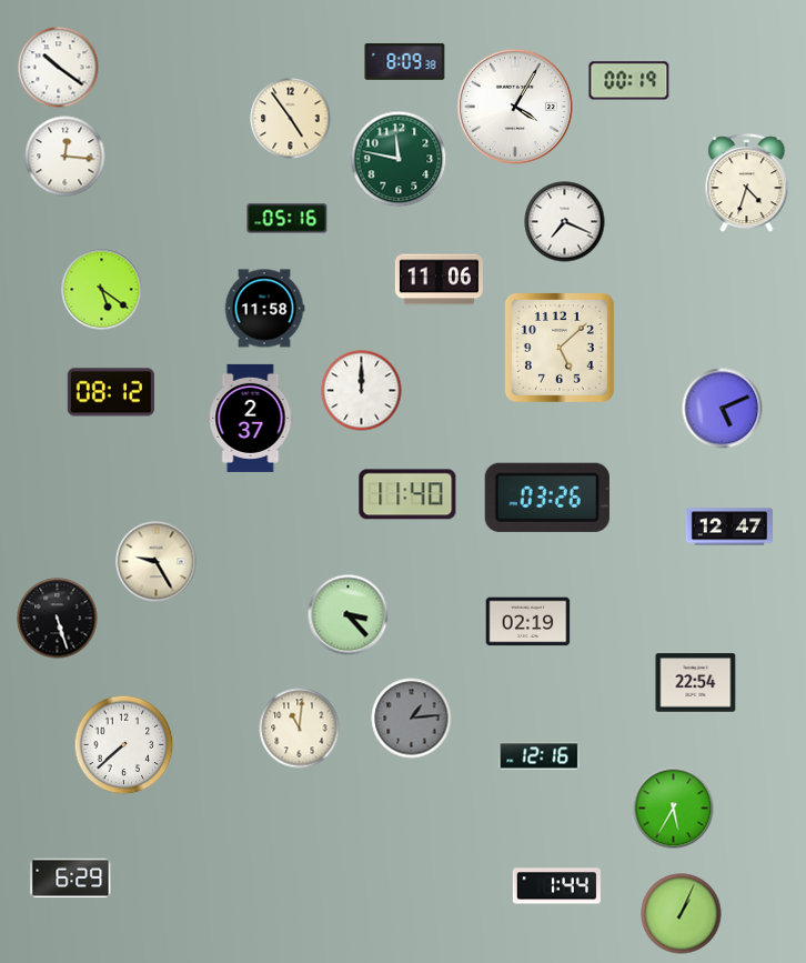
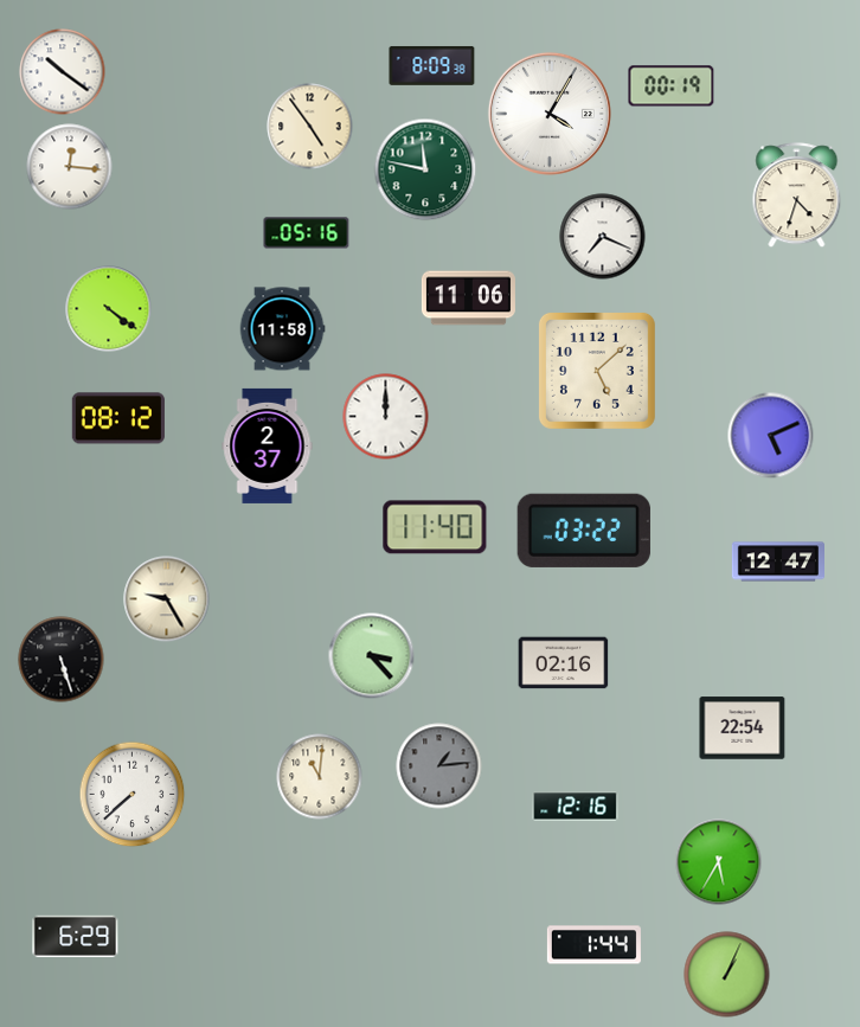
clock at (102, 290): 5:21 -> 4:21
clock at (547, 498): 03:26 -> 03:22
clock at (528, 622): 02:19 -> 02:16
